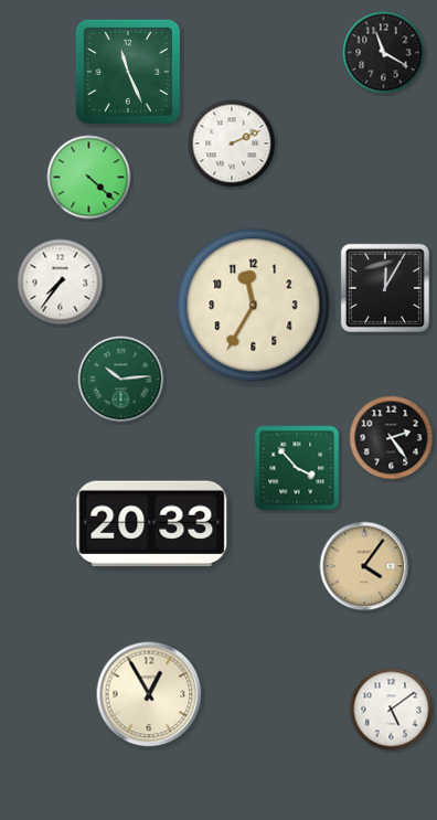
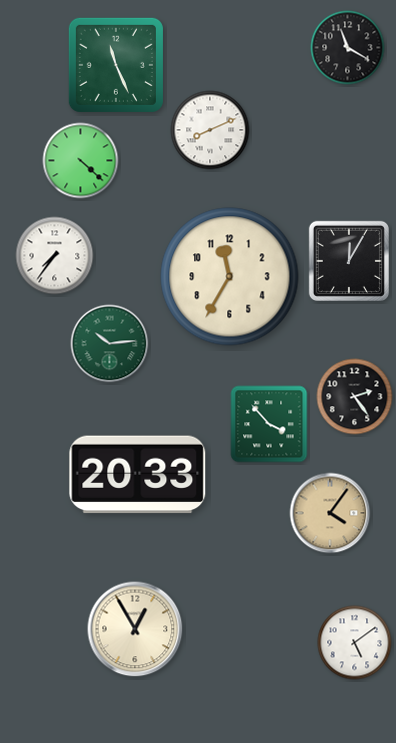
clock at (232, 143): 2:11 -> 8:11
